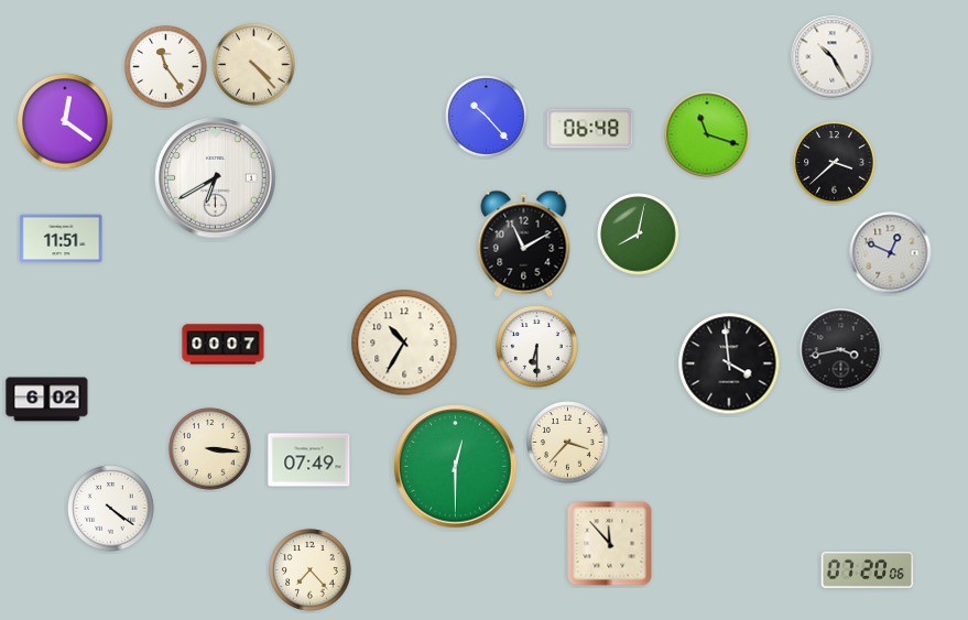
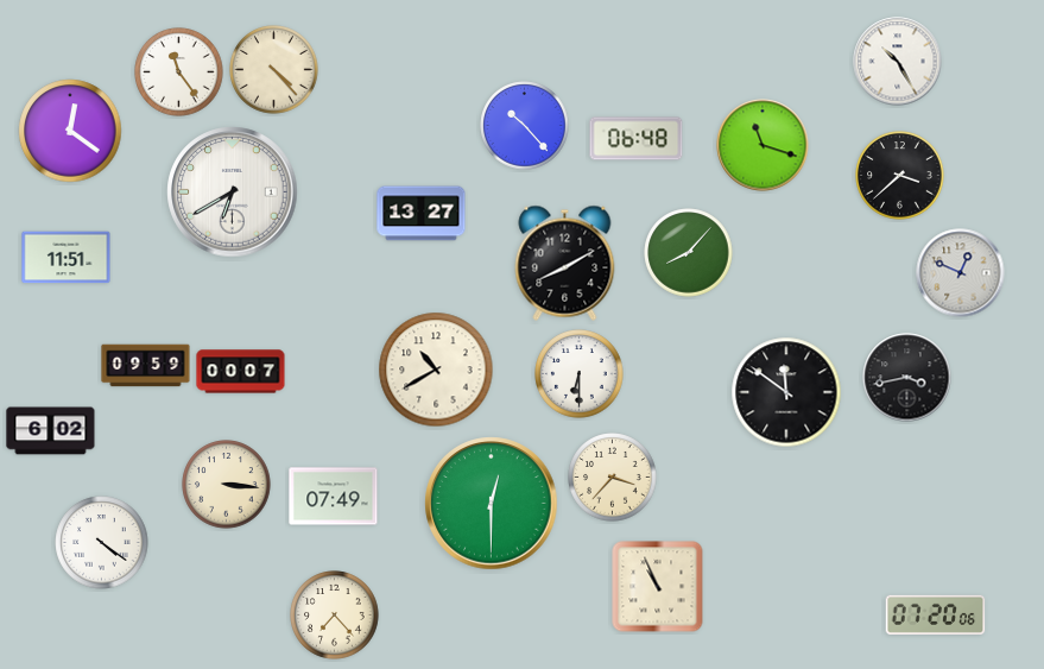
clock at (422, 214): none -> 13:27
clock at (639, 235): 8:02 -> 8:07
clock at (524, 243): 11:10 -> 8:10
clock at (146, 366): none -> 09:59
clock at (404, 342): 10:35 -> 10:40
clock at (729, 363): 3:59 -> 11:51
clock at (111, 509) position: (111, 509) -> (102, 543)
clock at (610, 544): 11:53 -> 10:56
